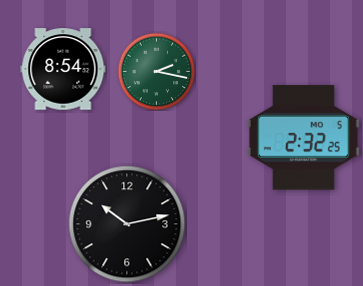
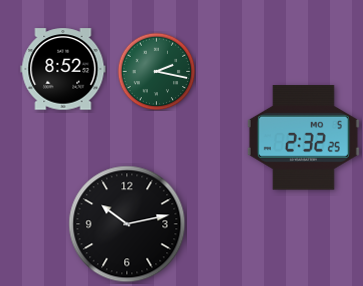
clock at (63, 69): 8:54 -> 8:52
